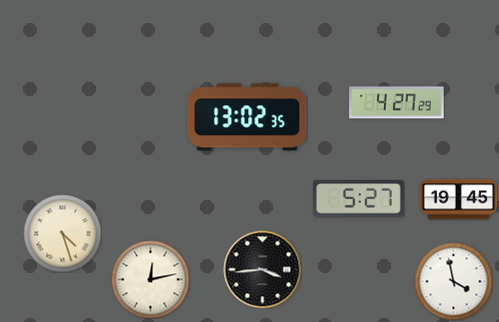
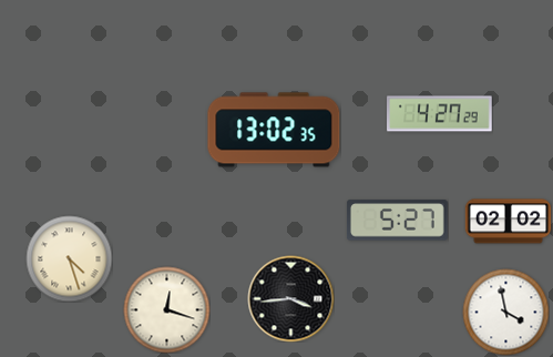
clock at (458, 200): 19:45 -> 02:02
clock at (150, 279): 12:13 -> 12:18
clock at (453, 281) position: (453, 281) -> (505, 312)
